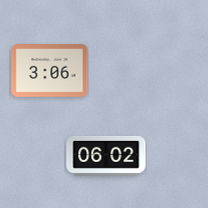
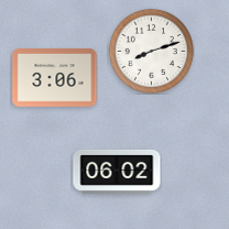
clock at (151, 51): none -> 8:12
